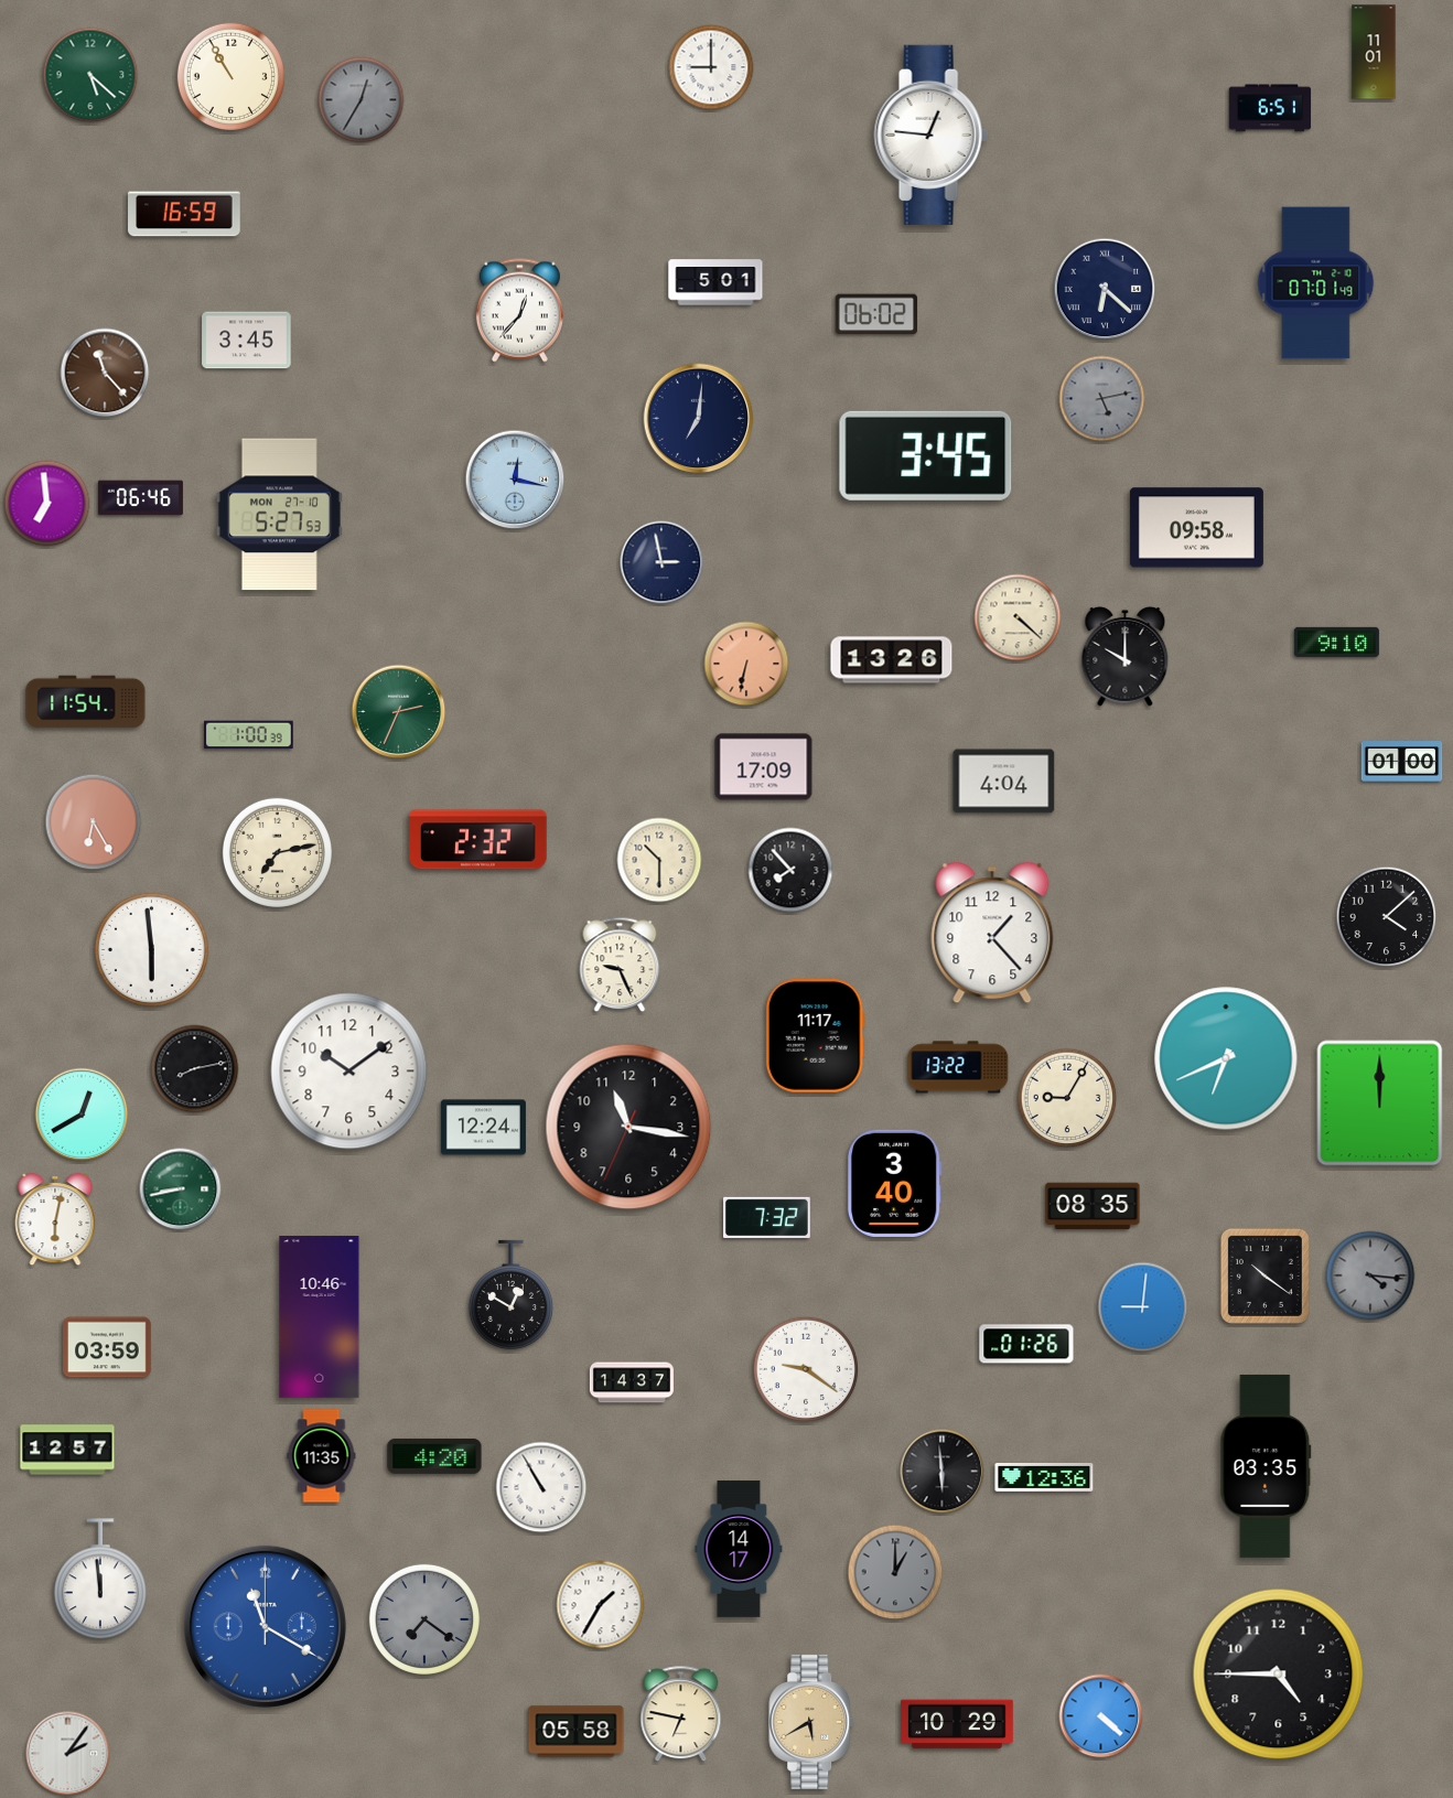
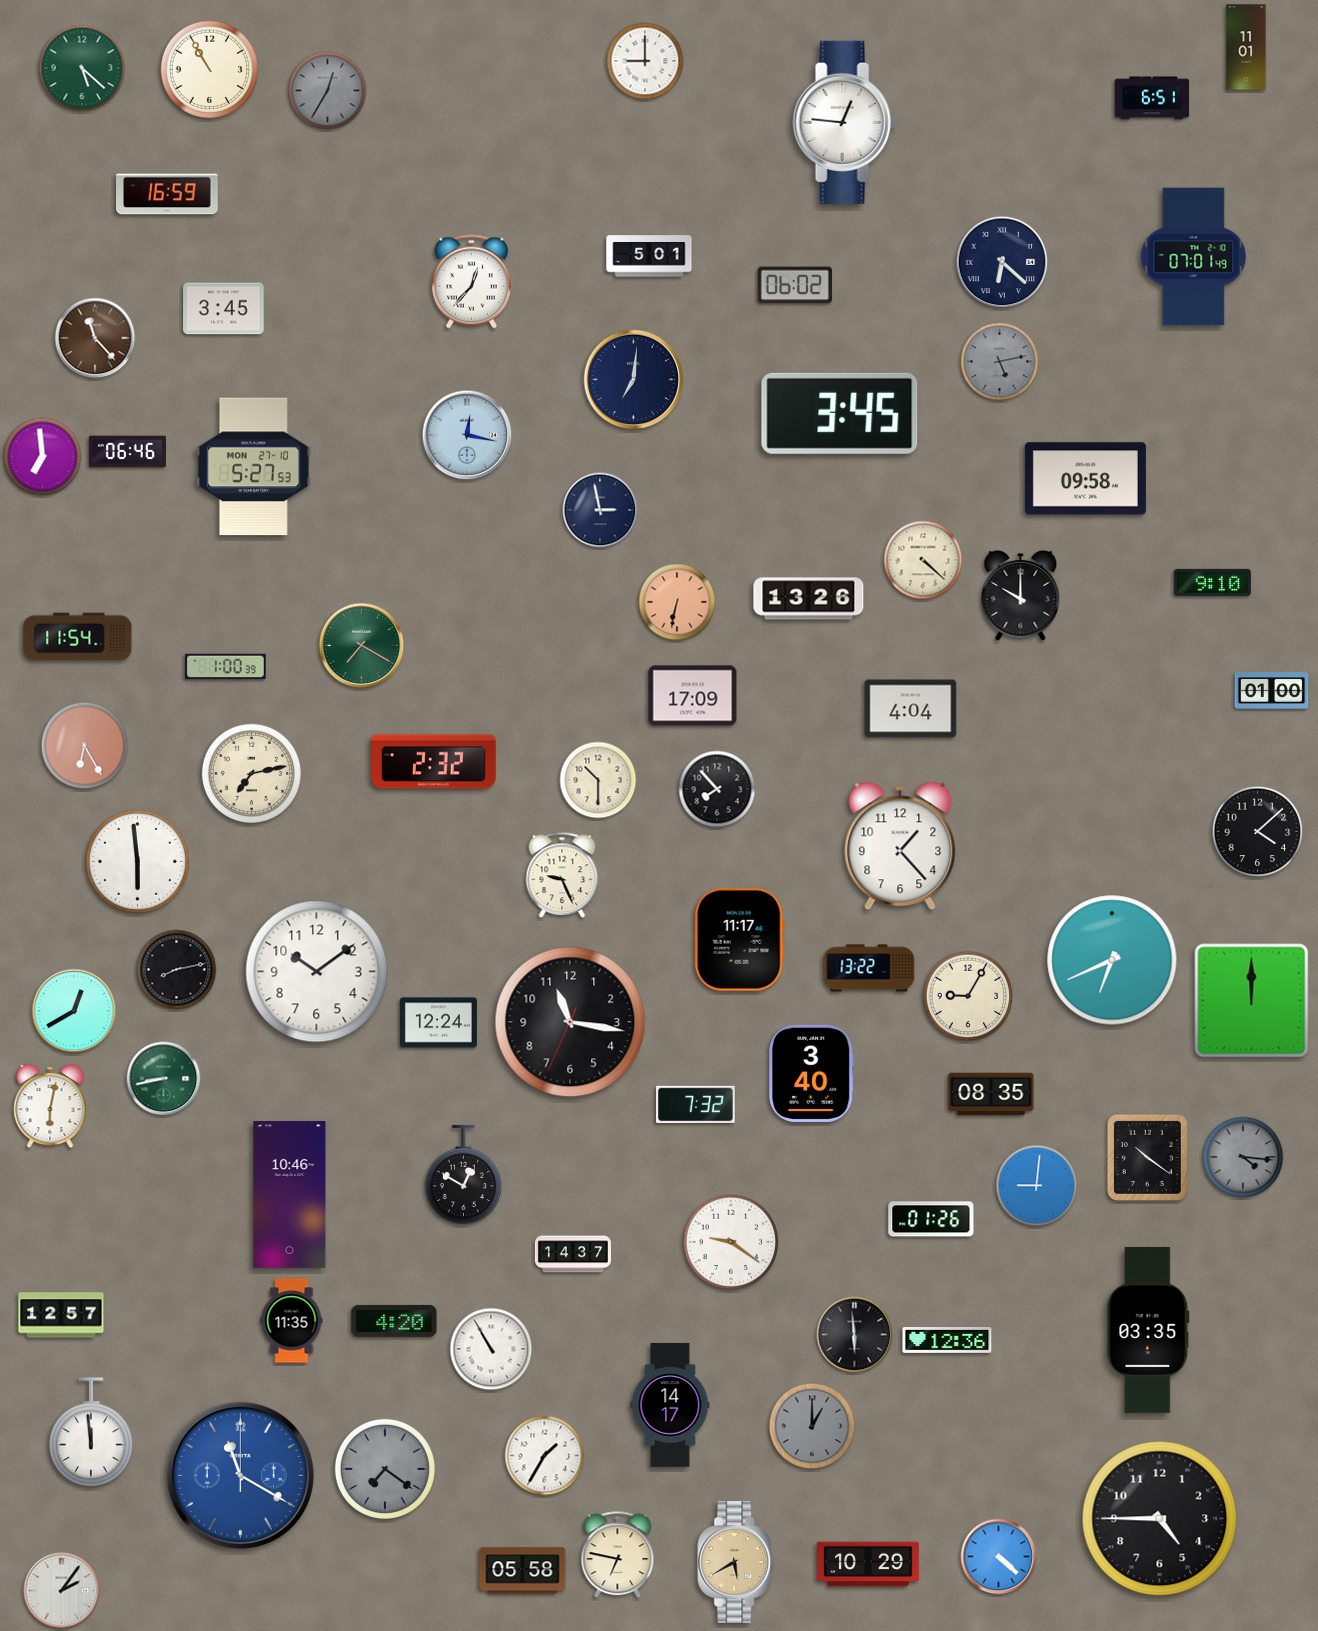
clock at (399, 712): 2:34 -> 7:20
clock at (107, 1347): 03:59 -> none
